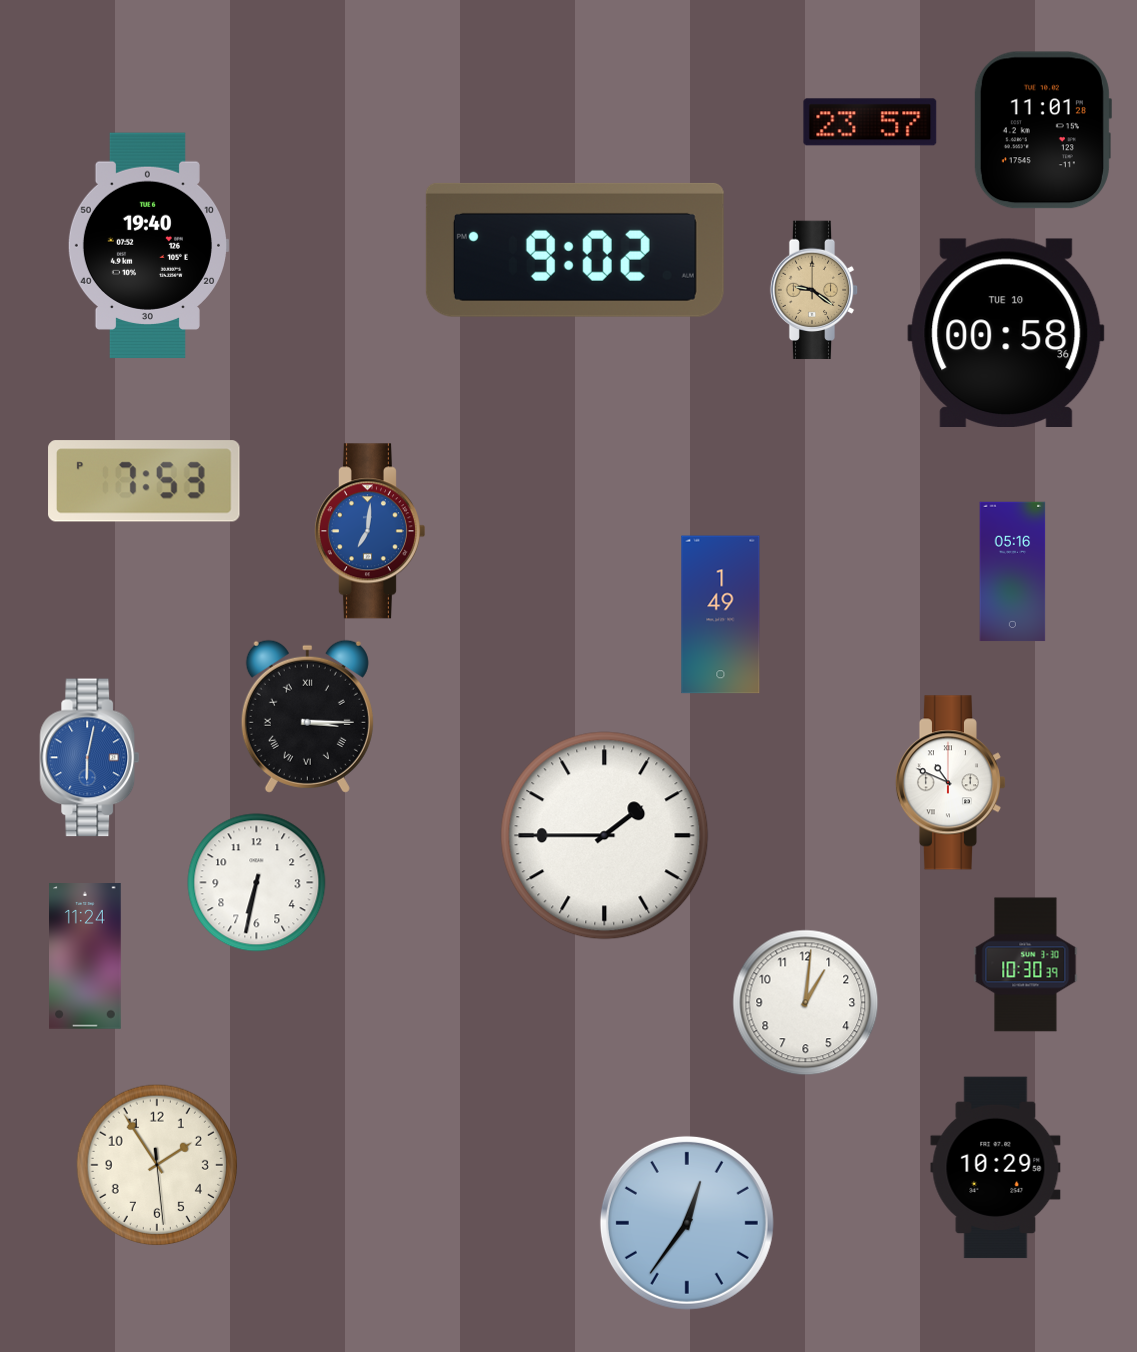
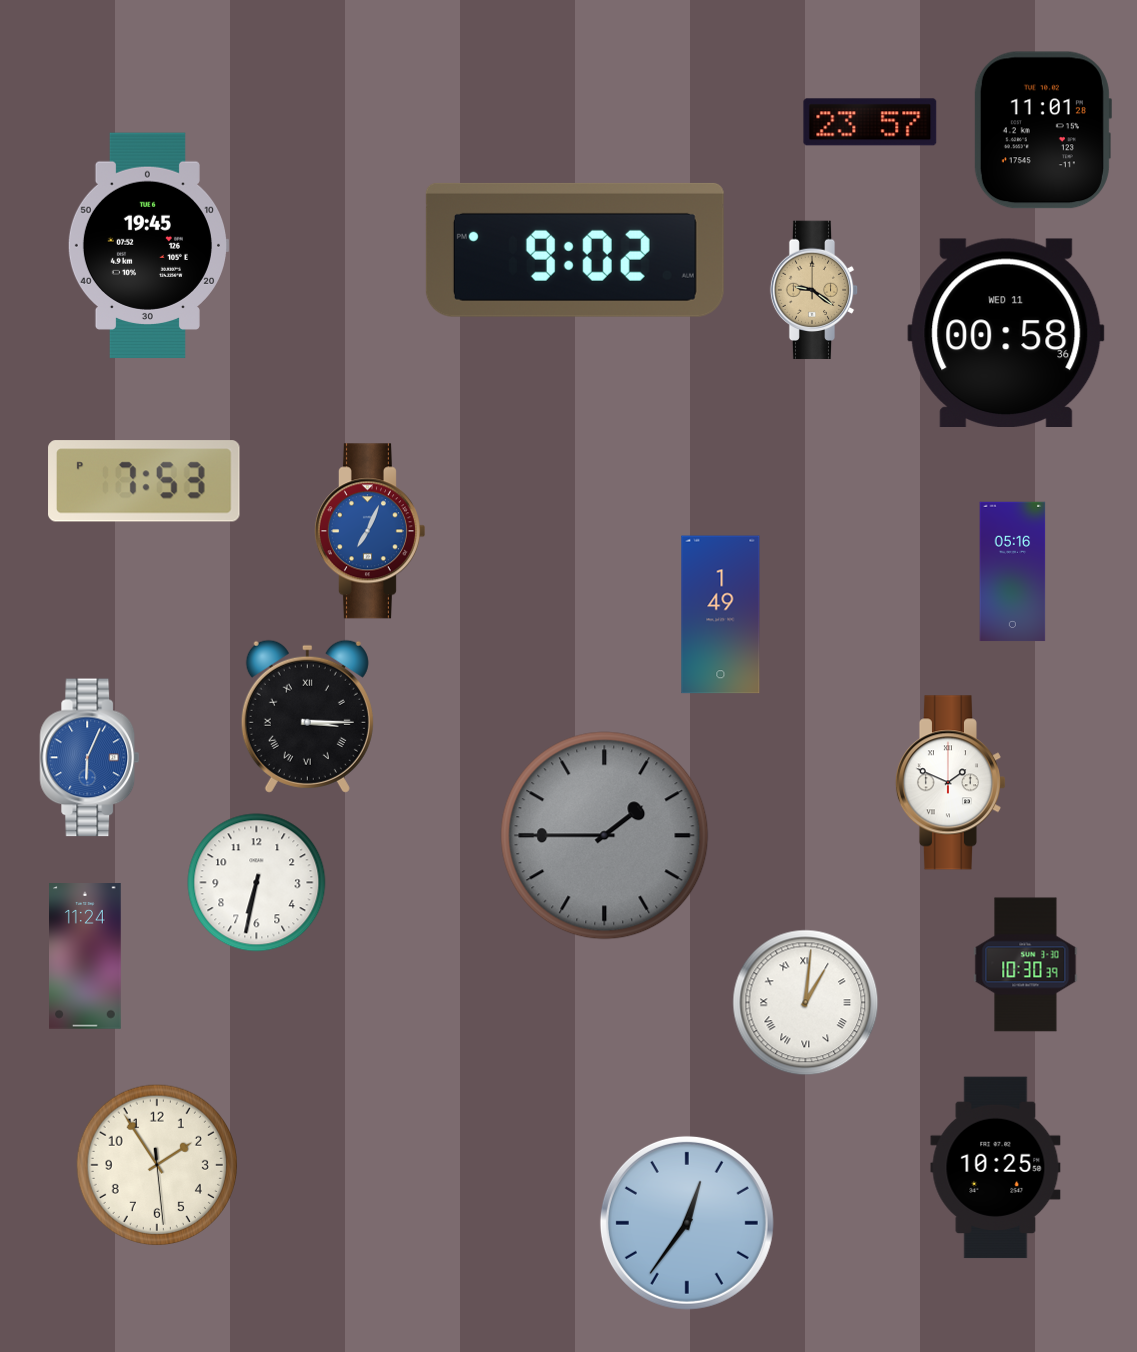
clock at (147, 246): 19:40 -> 19:45
clock at (1006, 332) date: TUE 10 -> WED 11
clock at (369, 531): 7:01 -> 7:04
clock at (90, 758): 6:02 -> 6:04
clock at (950, 783): 10:49 -> 1:49
clock at (605, 836) dial: white -> grey
clock at (806, 1003) numerals: Arabic -> Roman
clock at (996, 1168): 10:29 -> 10:25
